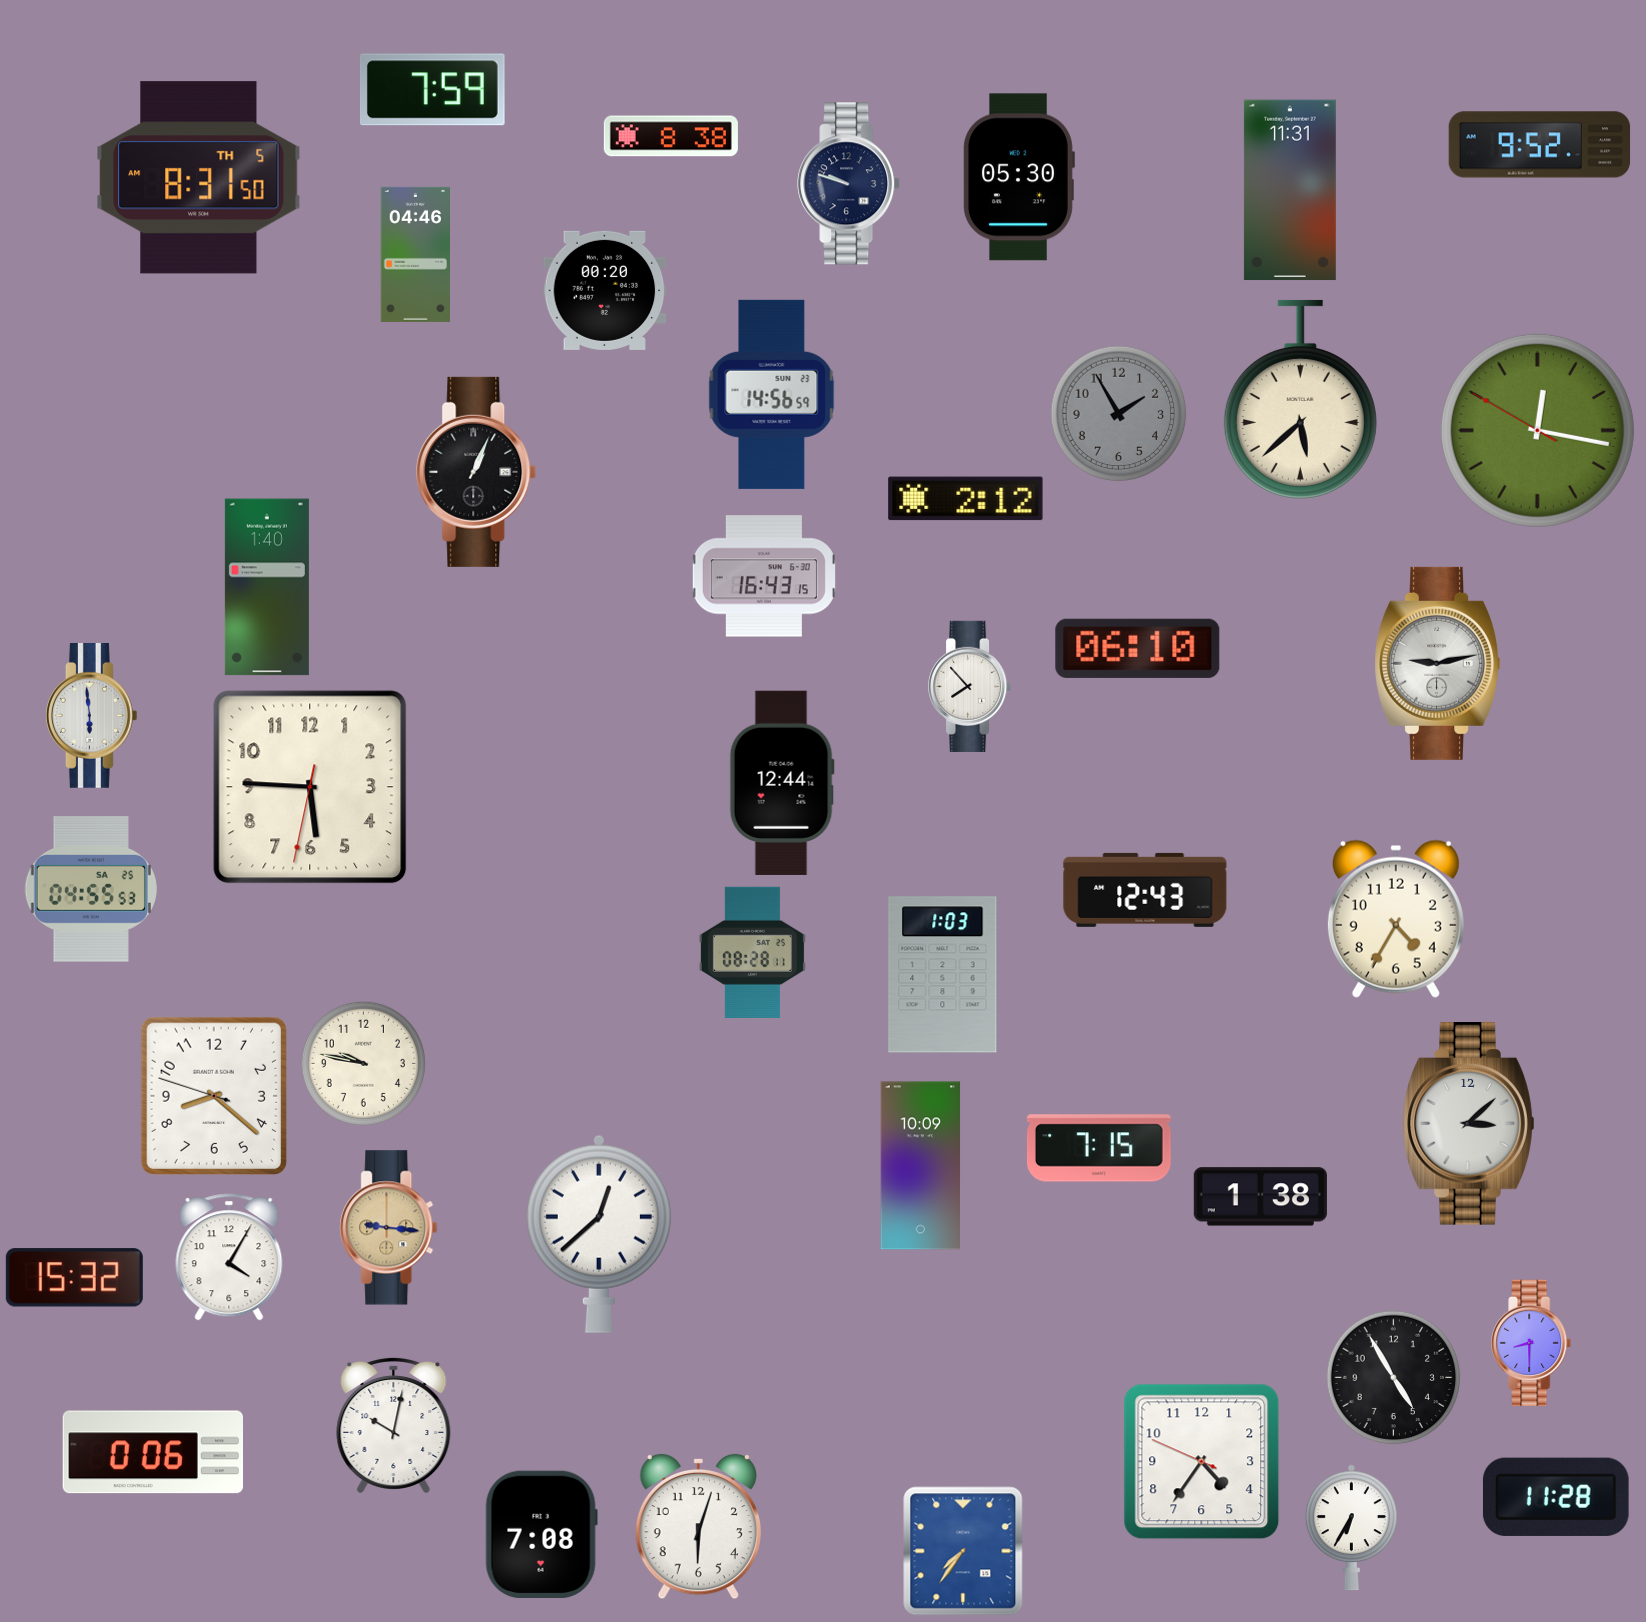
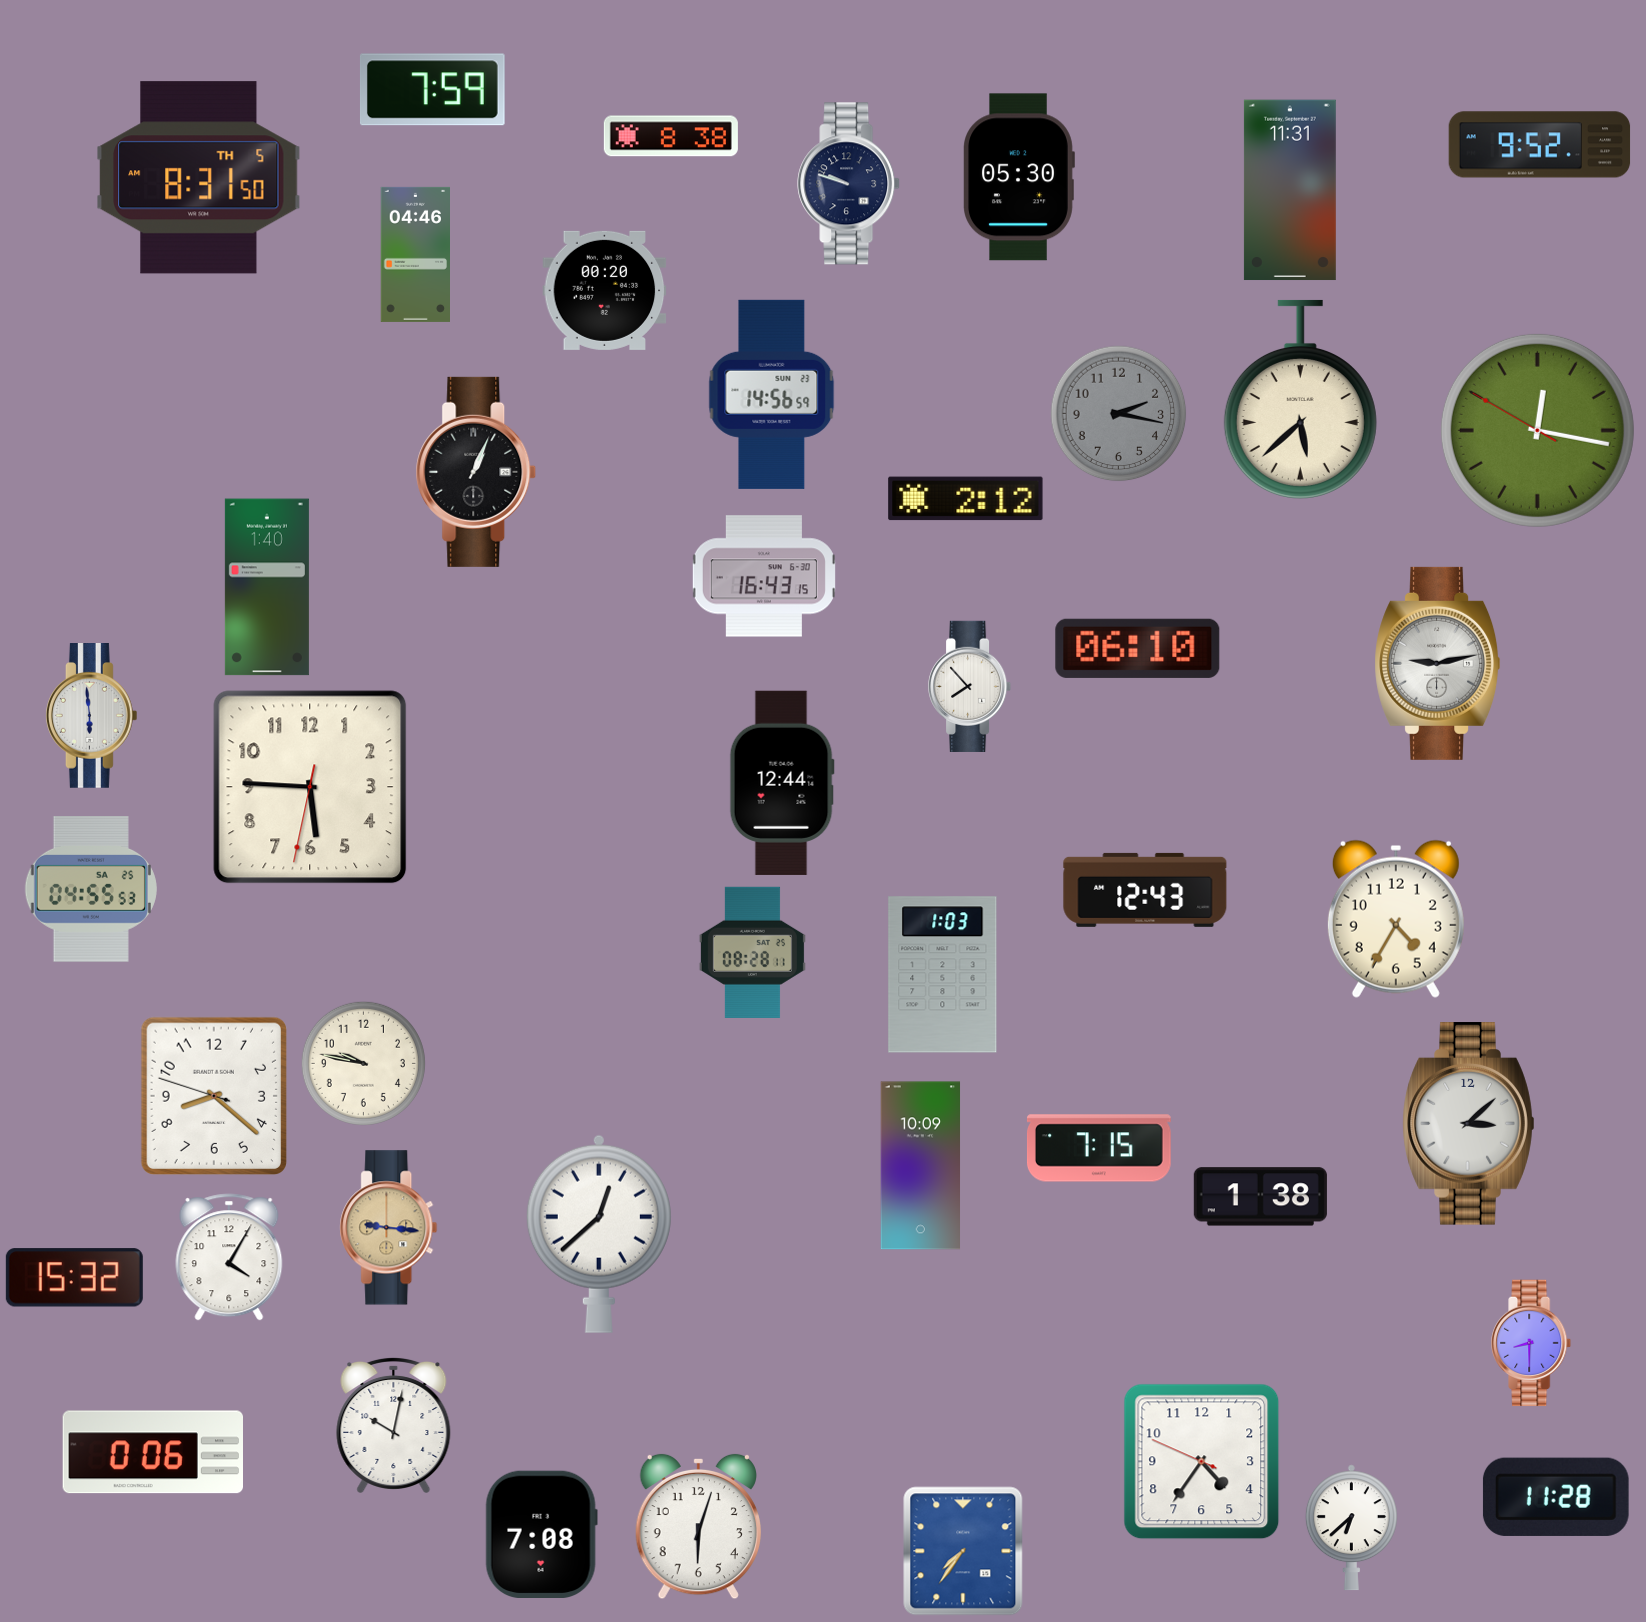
clock at (1119, 414): 1:55 -> 2:17
clock at (1394, 1378): 4:55 -> none
clock at (1351, 1528): 6:35 -> 6:38
